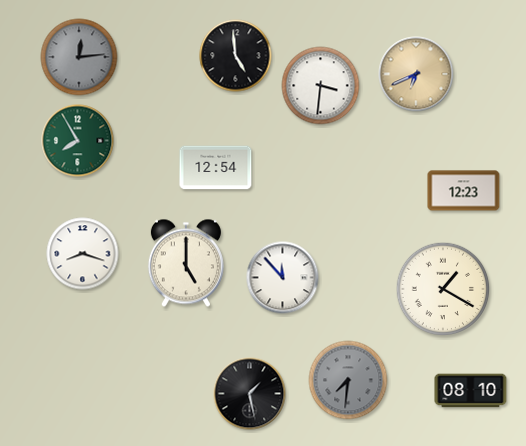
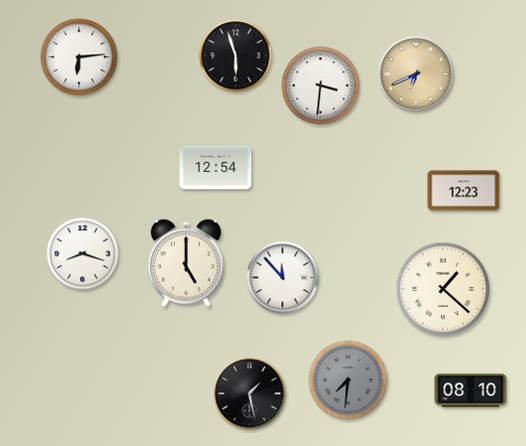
clock at (236, 56): 4:59 -> 5:57
clock at (79, 57): 12:14 -> 6:14
clock at (79, 57) dial: grey -> white
clock at (78, 141): 7:55 -> none
clock at (443, 289): 1:20 -> 1:22
